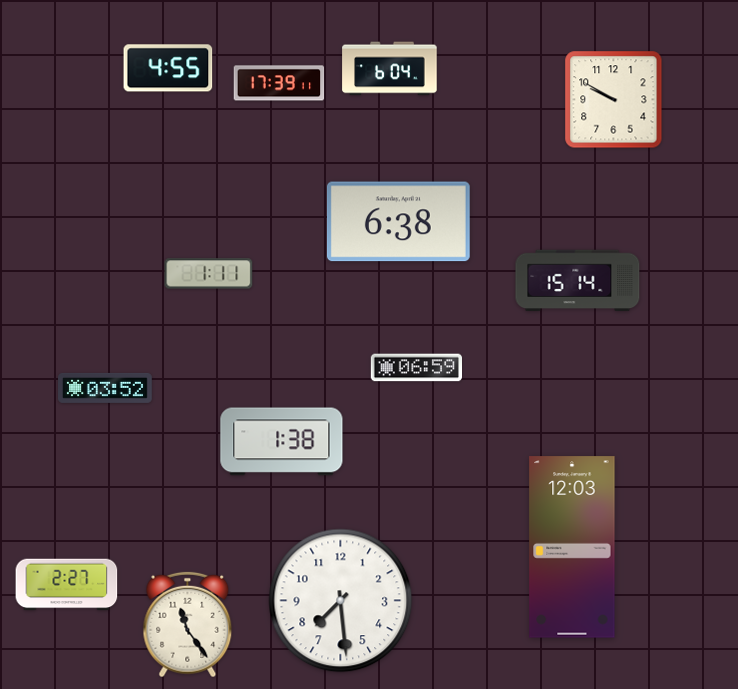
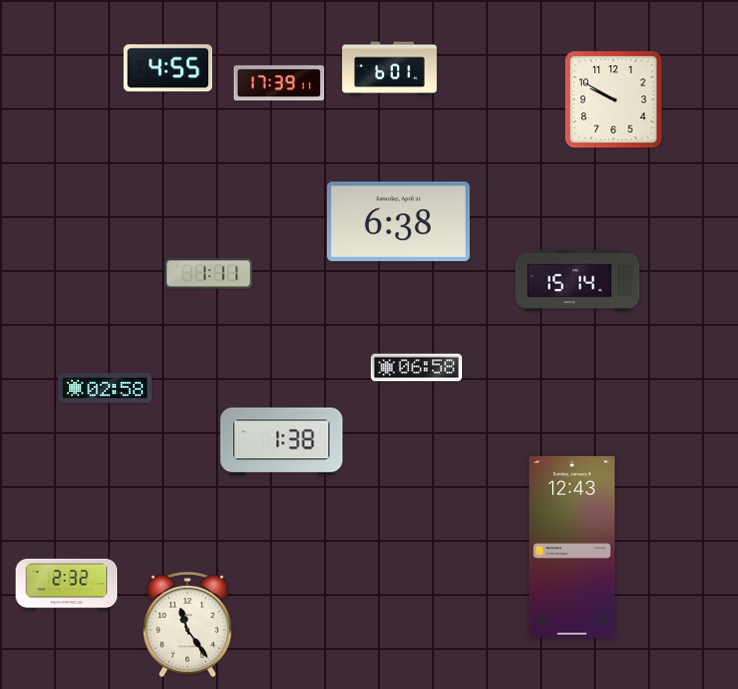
clock at (390, 69): 6:04 -> 6:01
clock at (416, 368): 06:59 -> 06:58
clock at (105, 388): 03:52 -> 02:58
clock at (572, 547): 12:03 -> 12:43
clock at (67, 585): 2:27 -> 2:32
clock at (341, 601): 7:29 -> none
